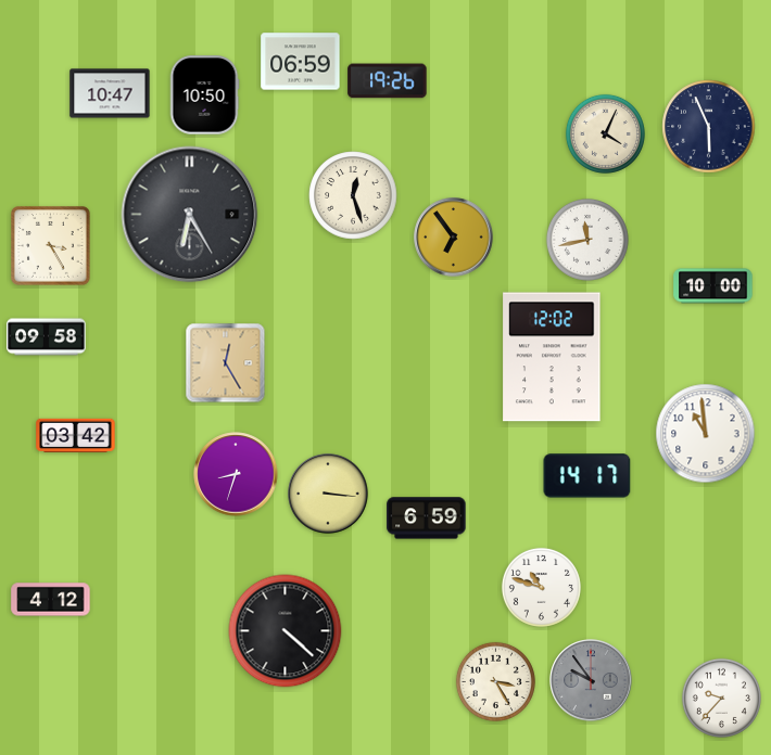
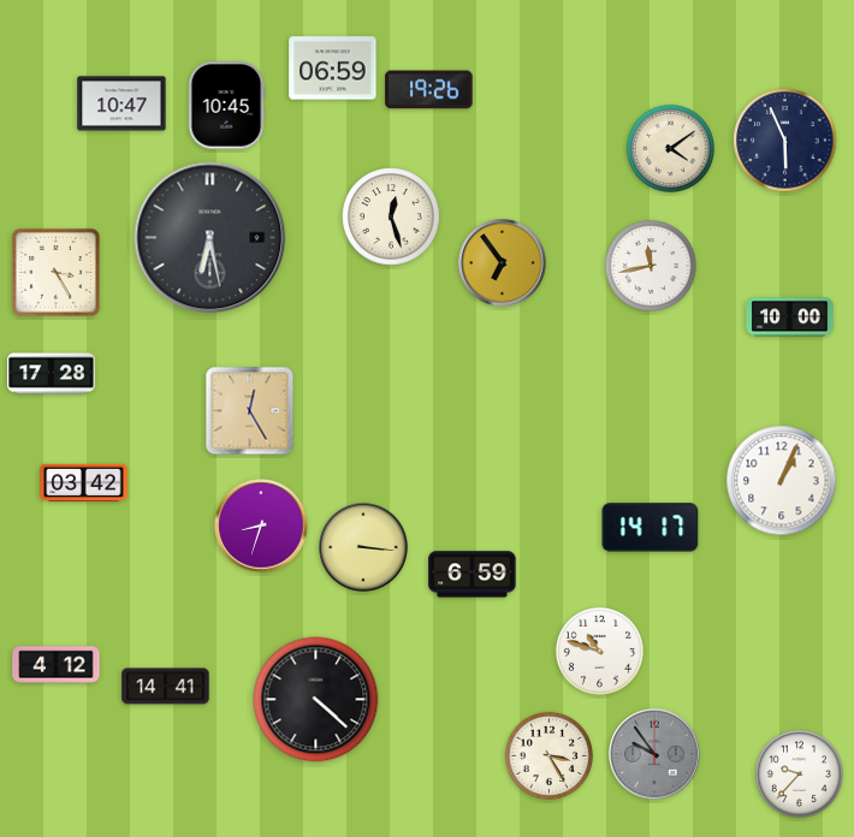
clock at (204, 95): 10:50 -> 10:45
clock at (605, 133): 4:04 -> 4:09
clock at (190, 215): 6:25 -> 6:28
clock at (47, 337): 09:58 -> 17:28
clock at (552, 357): 12:02 -> none
clock at (226, 363) position: (226, 363) -> (250, 411)
clock at (706, 434): 10:59 -> 1:04
clock at (166, 687): none -> 14:41
